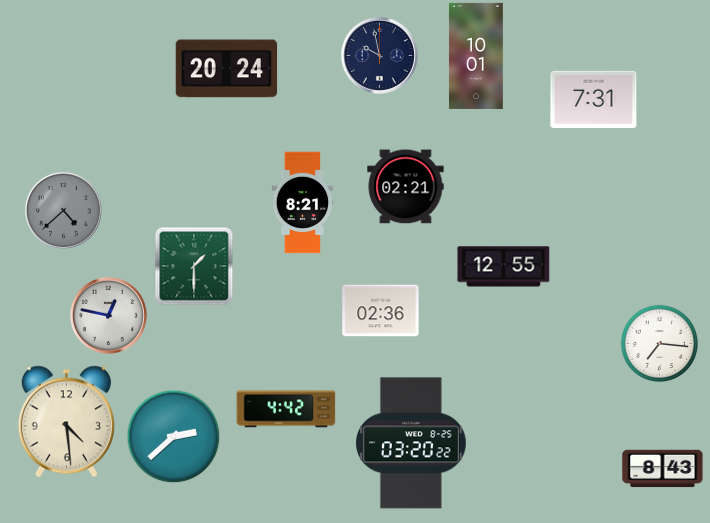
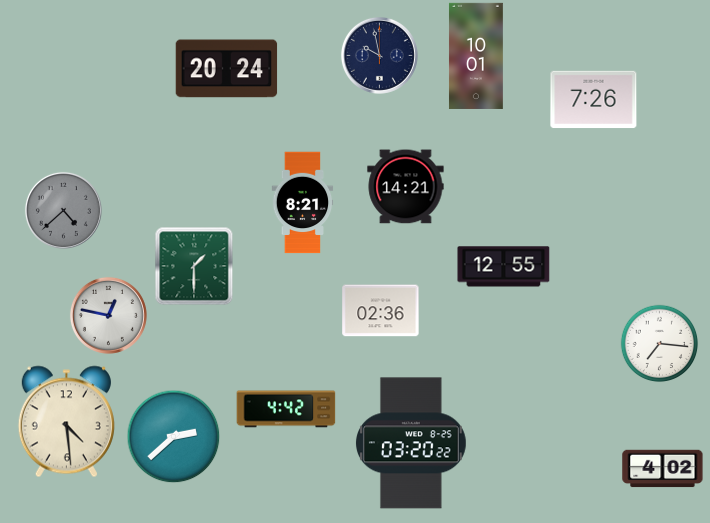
clock at (594, 100): 7:31 -> 7:26
clock at (406, 187): 02:21 -> 14:21
clock at (663, 469): 8:43 -> 4:02
